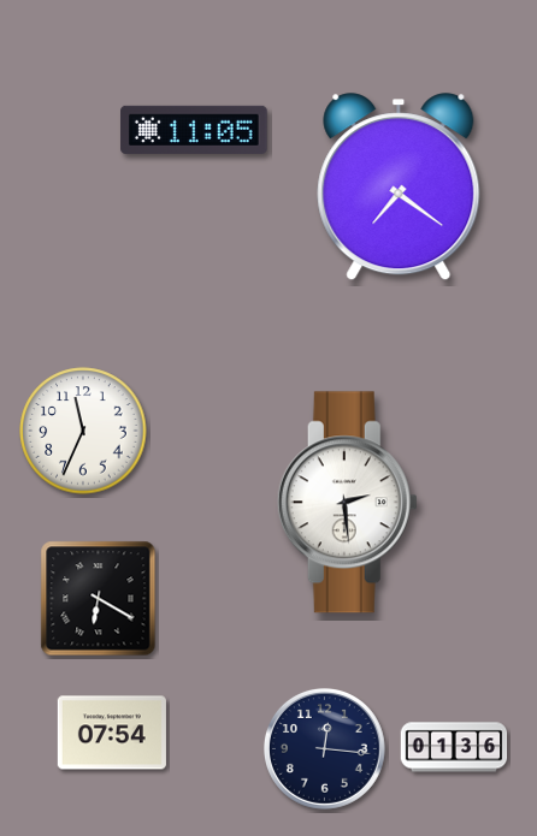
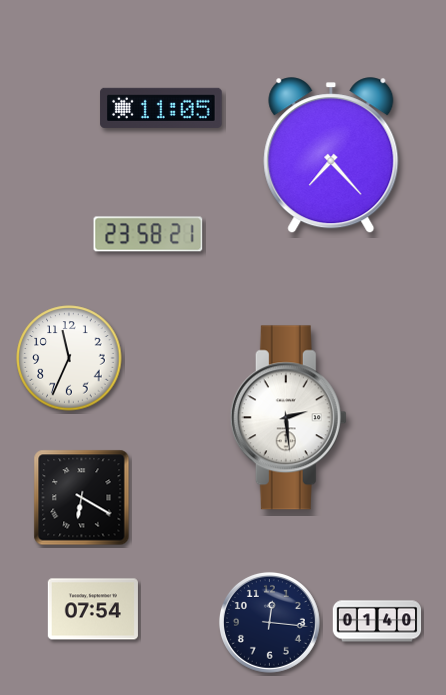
clock at (399, 188): 7:21 -> 7:23
clock at (148, 234): none -> 23:58
clock at (454, 747): 01:36 -> 01:40
